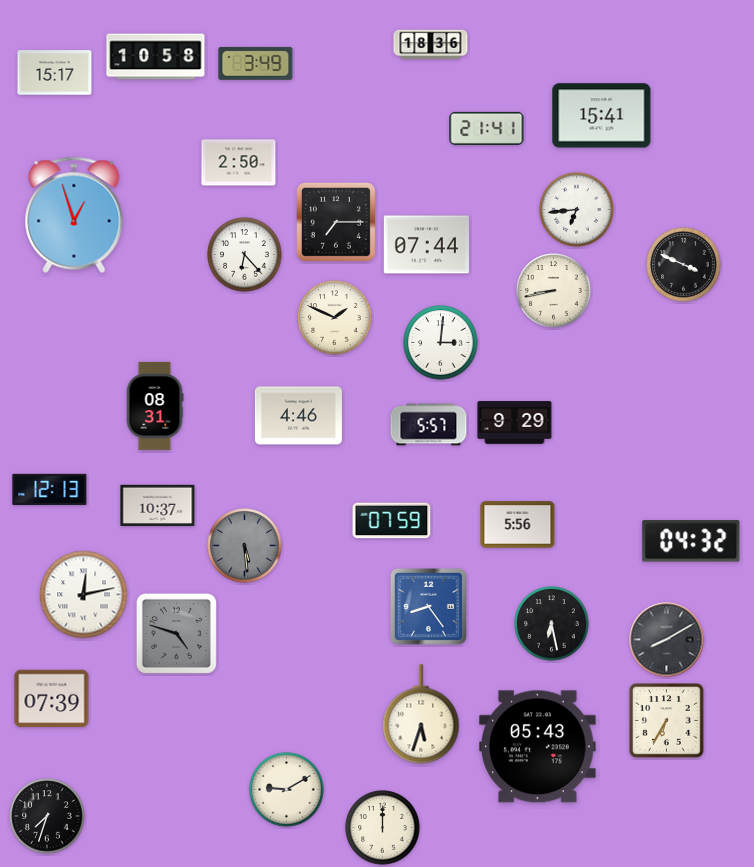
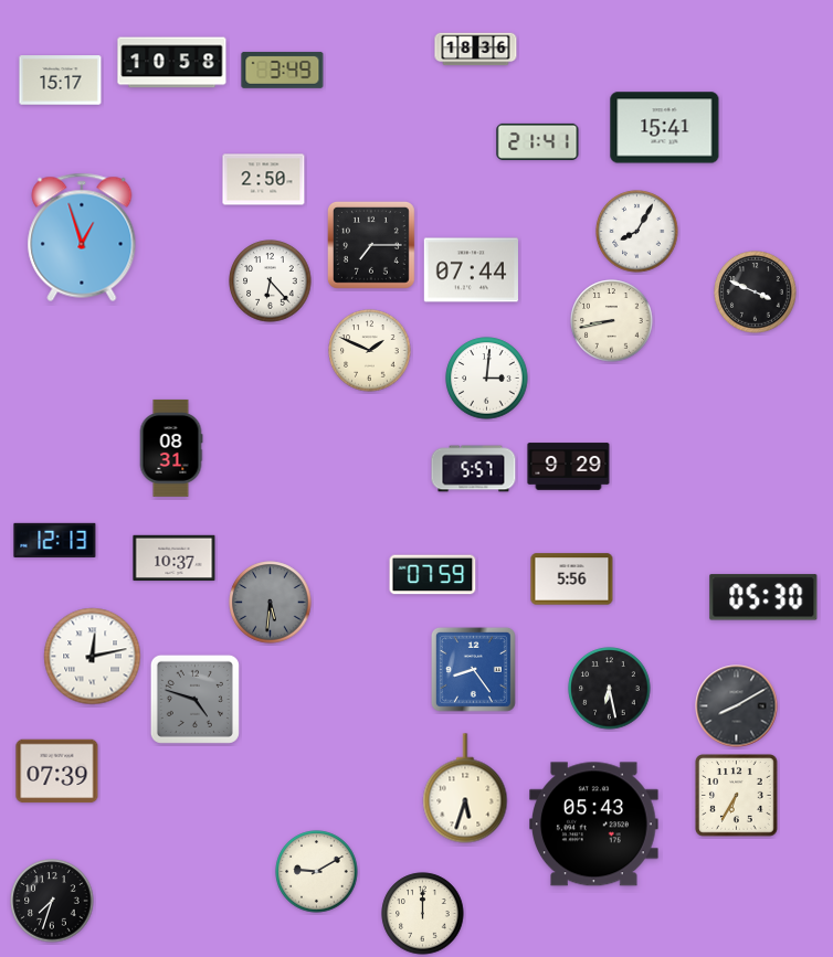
clock at (577, 210): 6:44 -> 8:05
clock at (298, 416): 4:46 -> none
clock at (691, 541): 04:32 -> 05:30
clock at (245, 546): 5:29 -> 5:31
